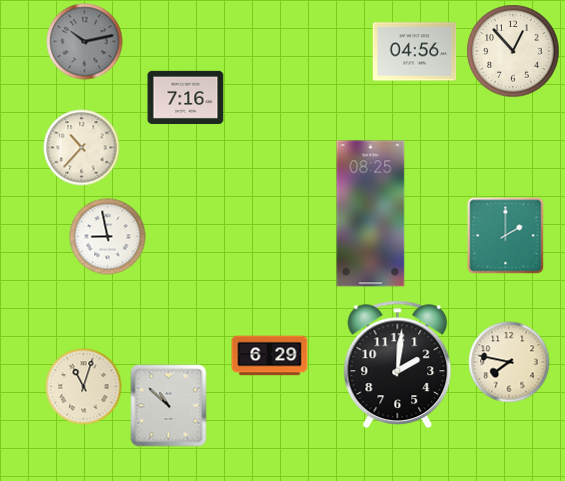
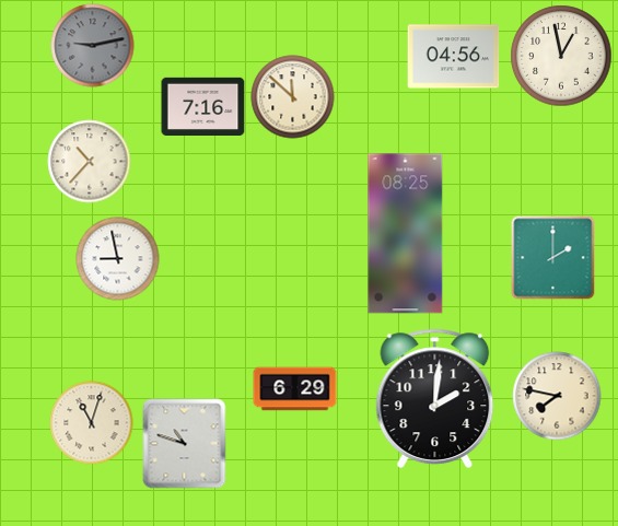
clock at (85, 42): 10:13 -> 9:13
clock at (513, 51): 12:53 -> 12:58
clock at (293, 97): none -> 11:52
clock at (169, 406): 10:52 -> 10:48
